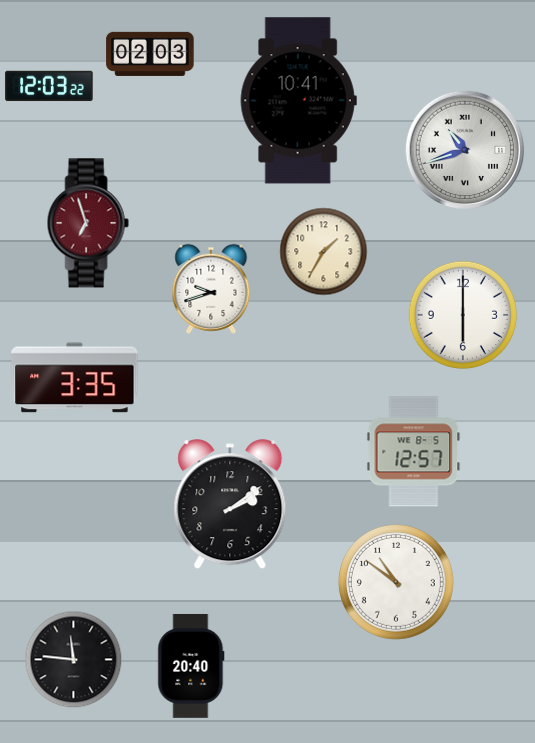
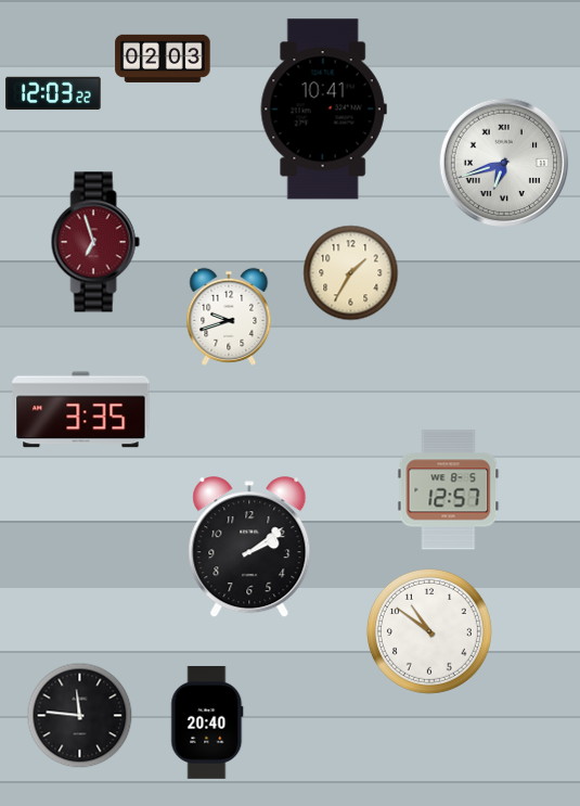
clock at (465, 150): 10:42 -> 6:42
clock at (211, 289) position: (211, 289) -> (229, 317)
clock at (463, 315): 6:00 -> none
